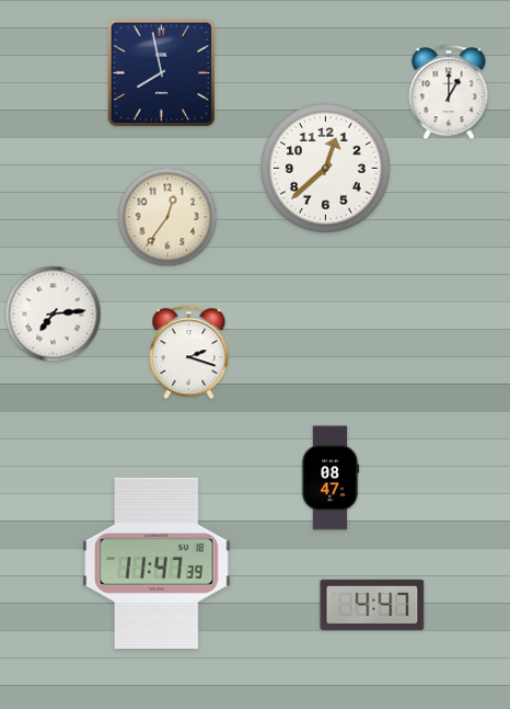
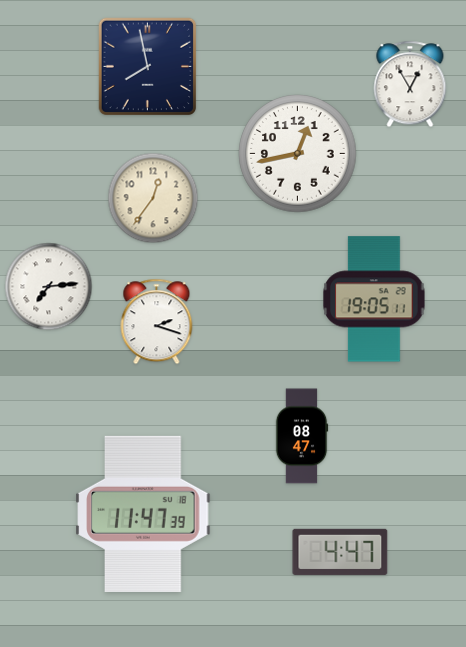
clock at (449, 92): 1:00 -> 12:55
clock at (326, 169): 12:38 -> 12:43
clock at (374, 299): none -> 19:05
clock at (189, 353) position: (189, 353) -> (157, 322)
